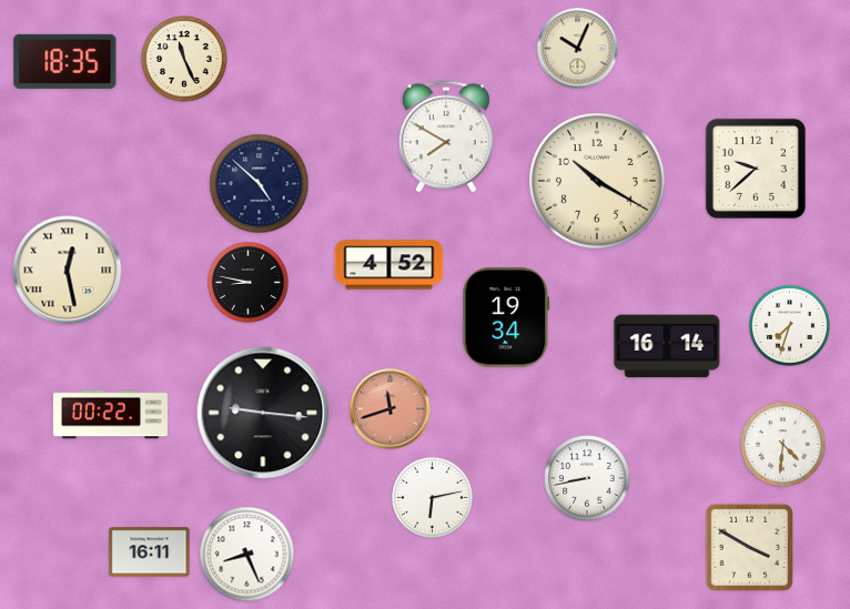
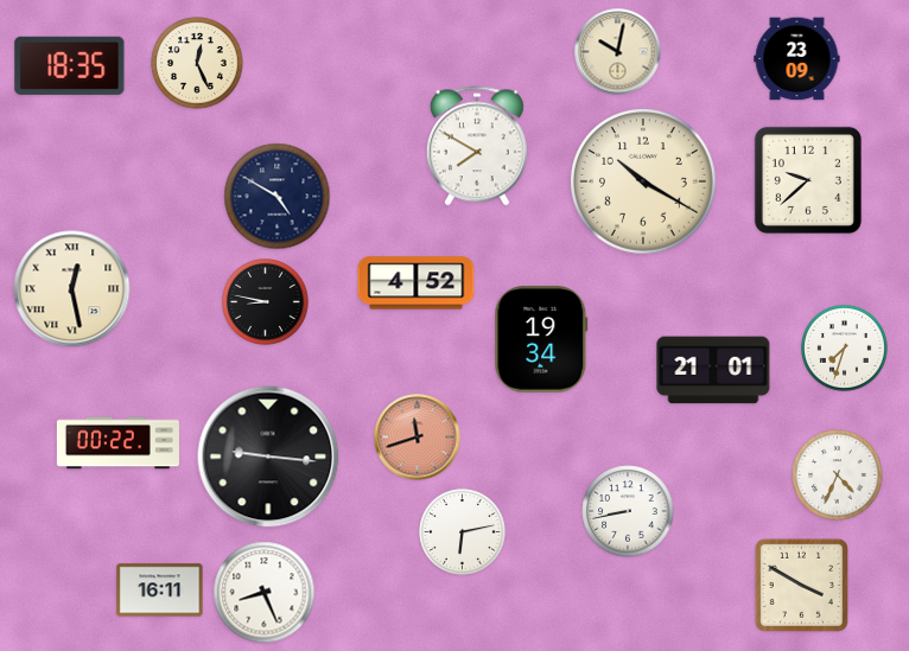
clock at (578, 49): 10:04 -> 10:02
clock at (797, 59): none -> 23:09
clock at (184, 59): 11:26 -> 12:26
clock at (597, 181) position: (597, 181) -> (643, 181)
clock at (260, 184): 4:52 -> 4:50
clock at (667, 346): 16:14 -> 21:01
clock at (263, 413) position: (263, 413) -> (268, 457)
clock at (783, 445): 4:31 -> 4:34
